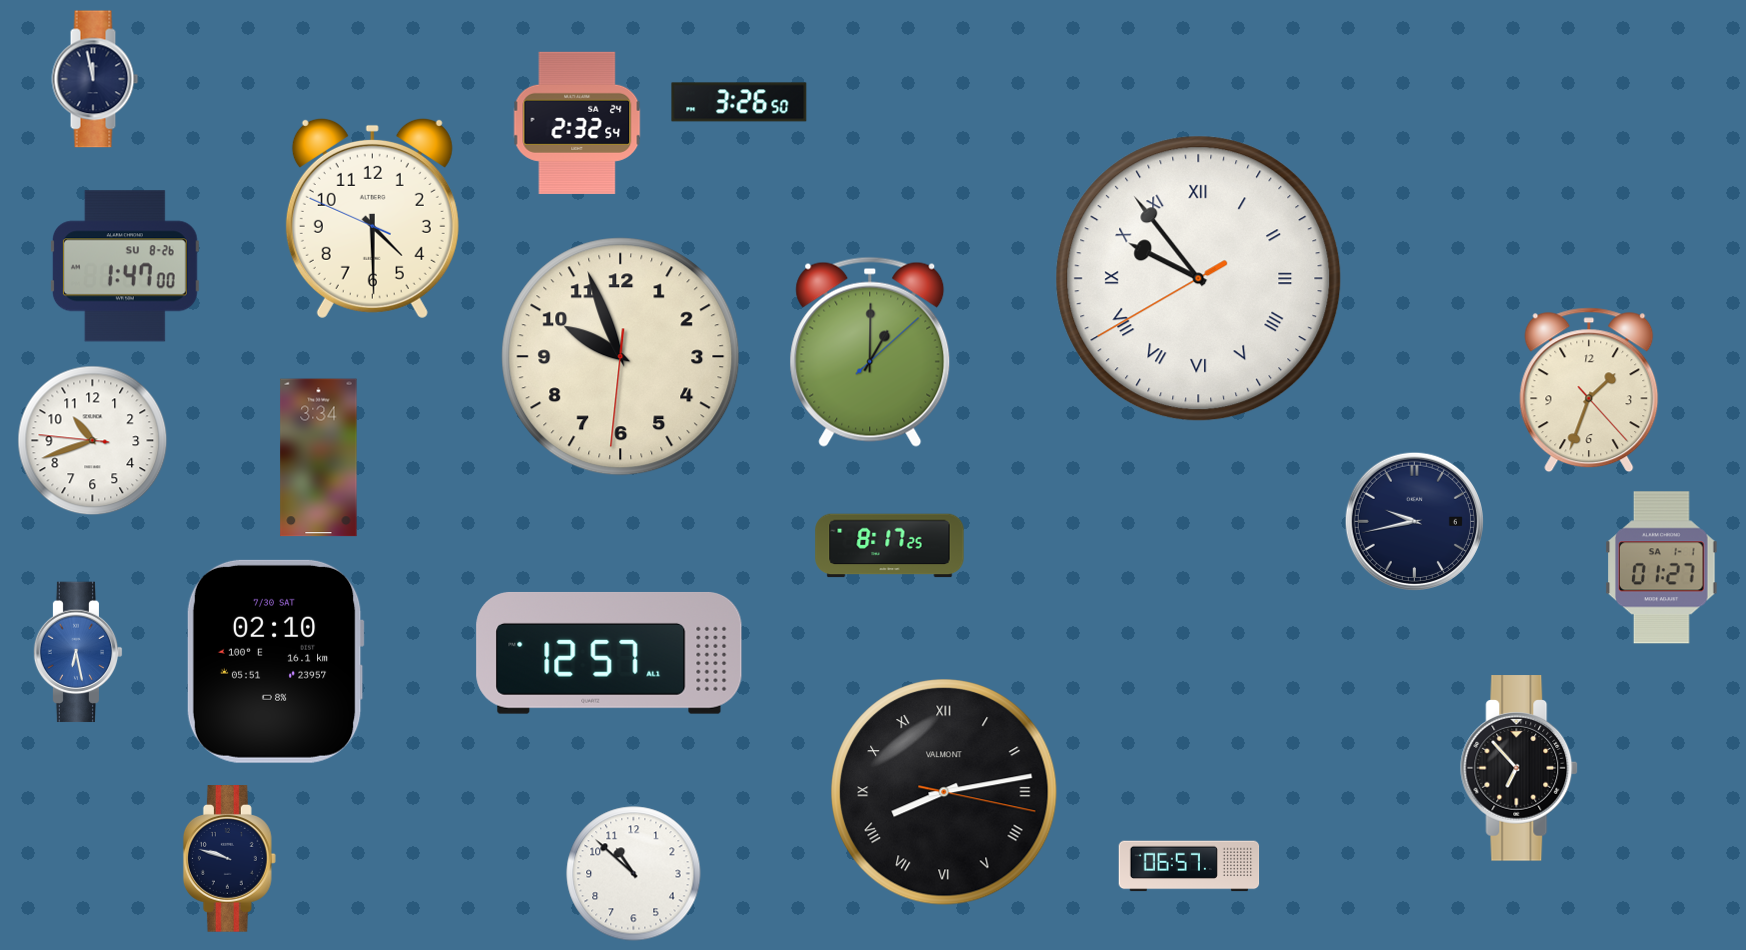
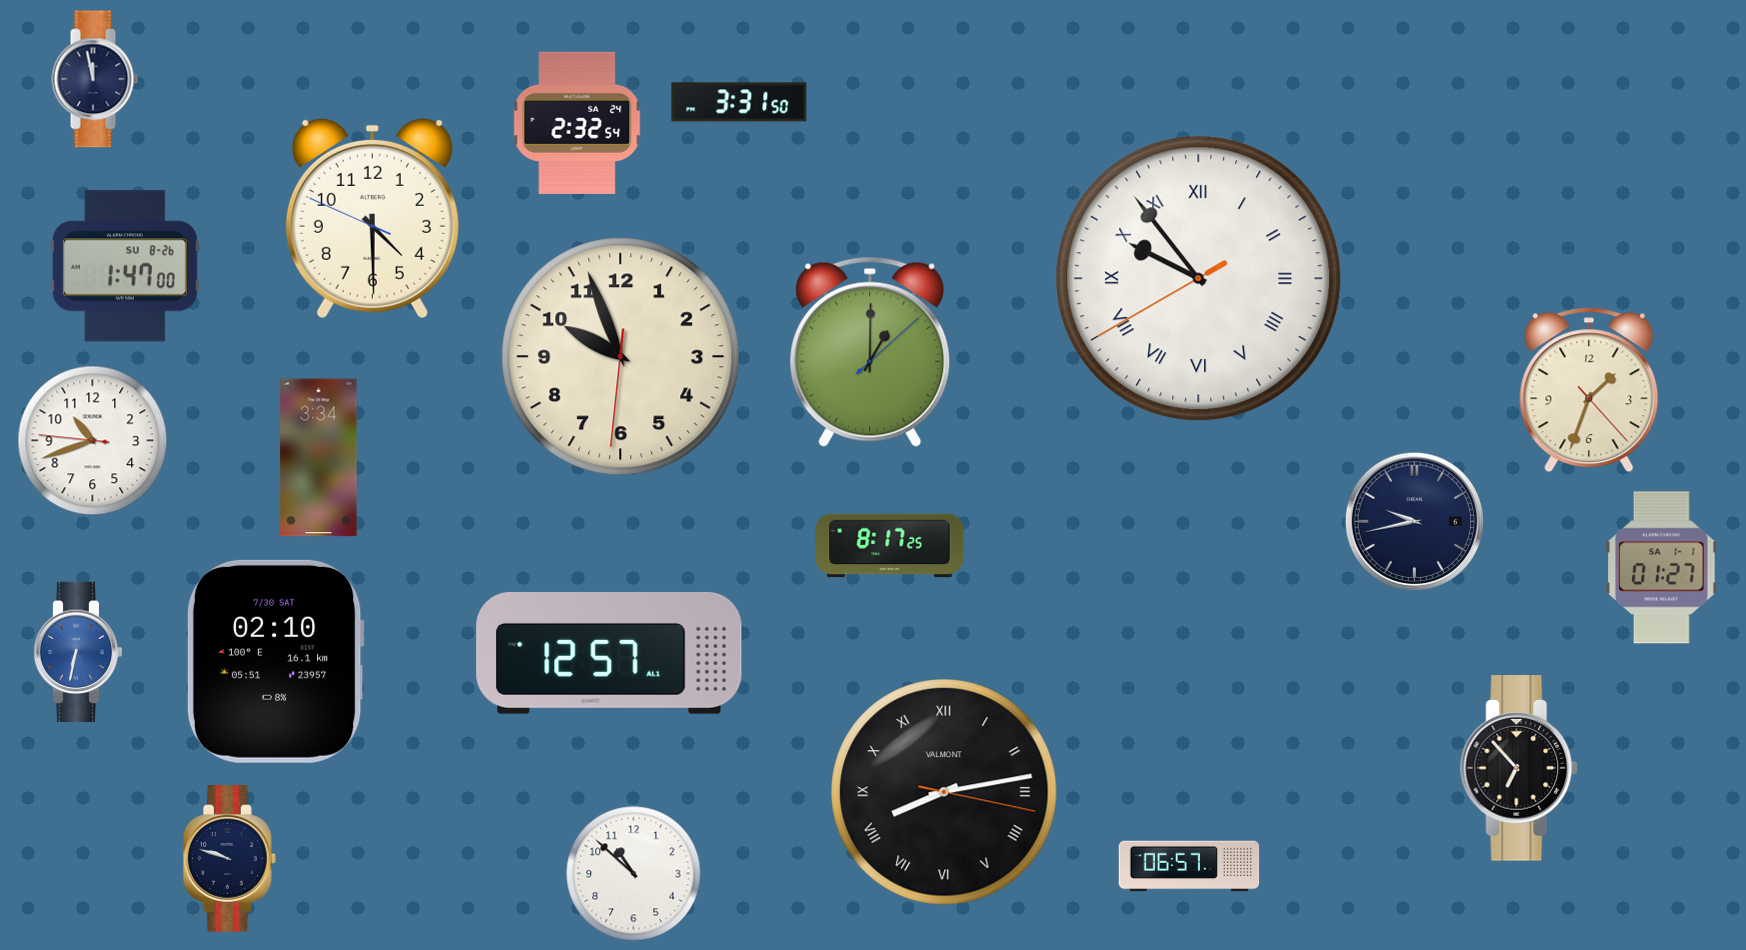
clock at (739, 102): 3:26 -> 3:31
clock at (78, 652): 6:28 -> 6:32
